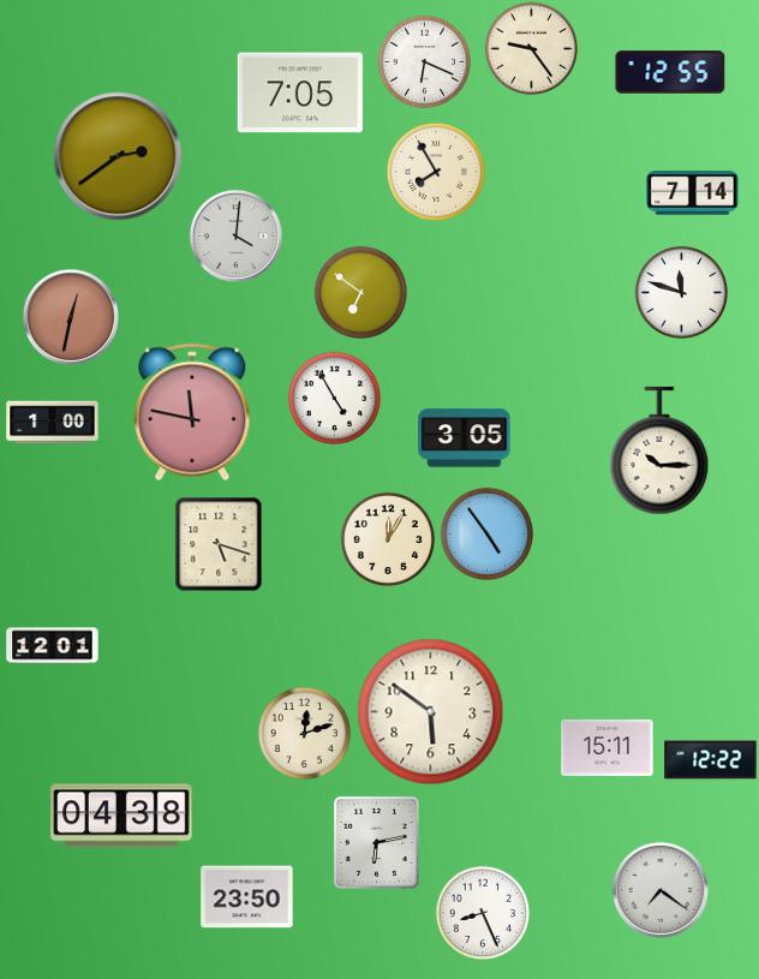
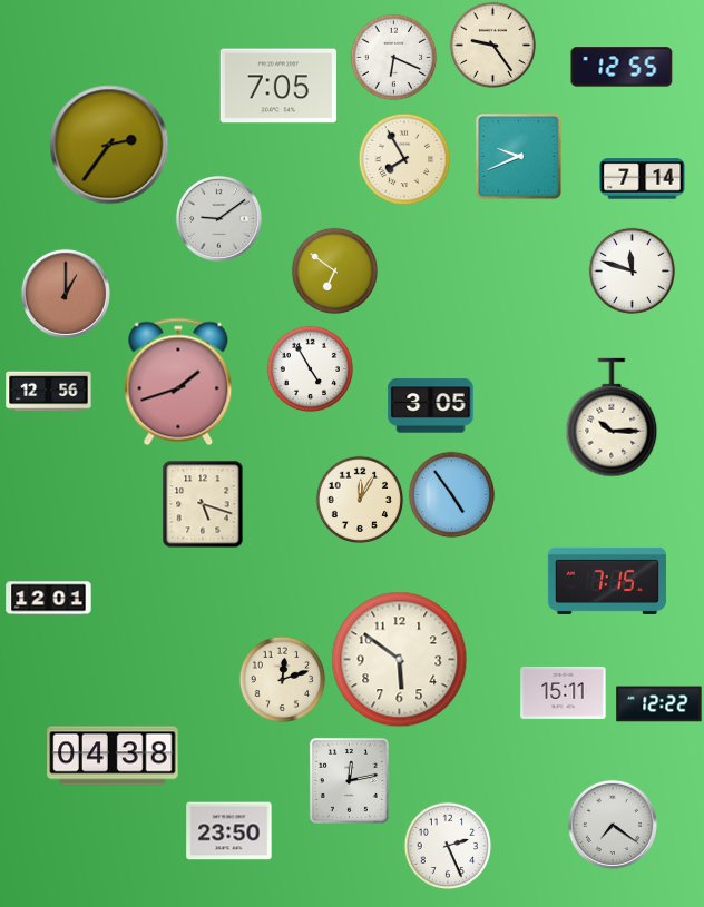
clock at (118, 156): 2:39 -> 2:36
clock at (519, 157): none -> 9:41
clock at (235, 235): 4:01 -> 9:09
clock at (71, 317): 12:32 -> 1:00
clock at (192, 412): 11:47 -> 1:42
clock at (53, 423): 1:00 -> 12:56
clock at (607, 581): none -> 7:15
clock at (376, 842): 6:13 -> 12:13
clock at (483, 913): 8:26 -> 2:26
